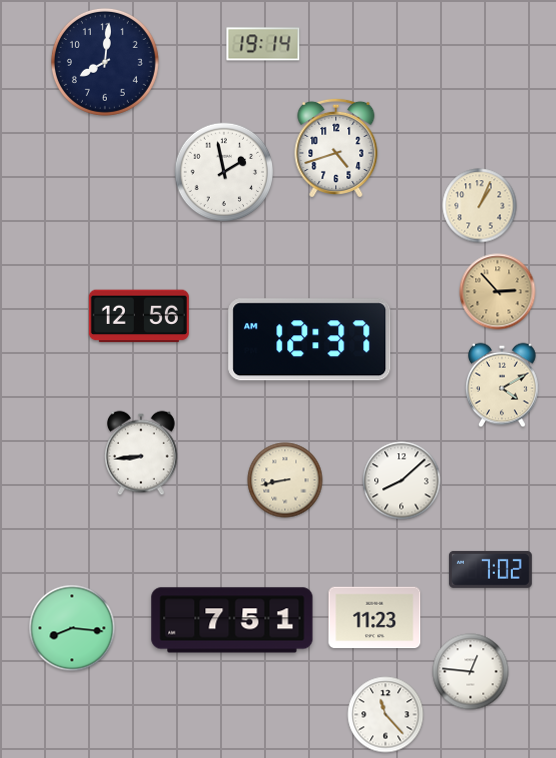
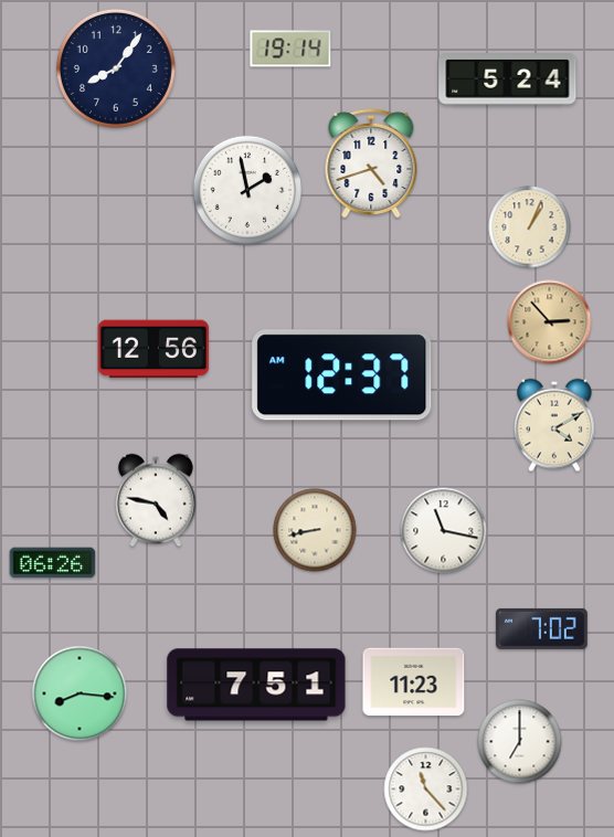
clock at (105, 62): 8:01 -> 8:06
clock at (508, 80): none -> 5:24
clock at (142, 453): 8:44 -> 4:47
clock at (402, 481): 8:08 -> 11:17
clock at (53, 563): none -> 06:26
clock at (471, 672): 12:46 -> 7:00
